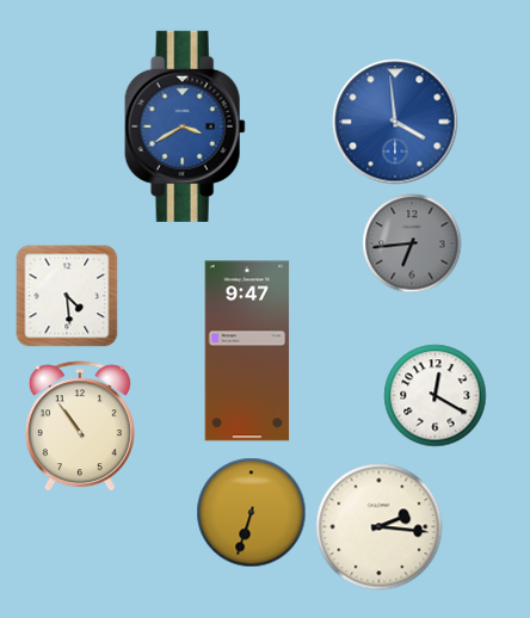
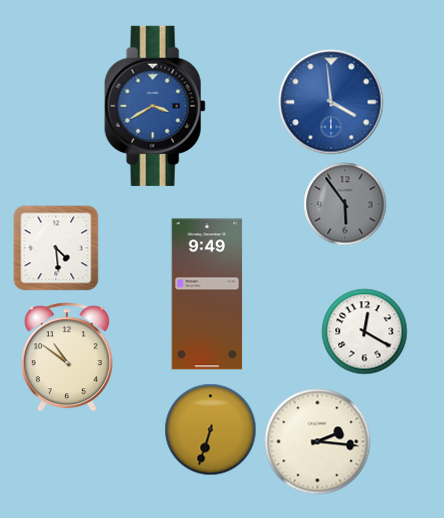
clock at (412, 243): 6:44 -> 5:54
clock at (247, 351): 9:47 -> 9:49
clock at (80, 426): 10:54 -> 10:51
